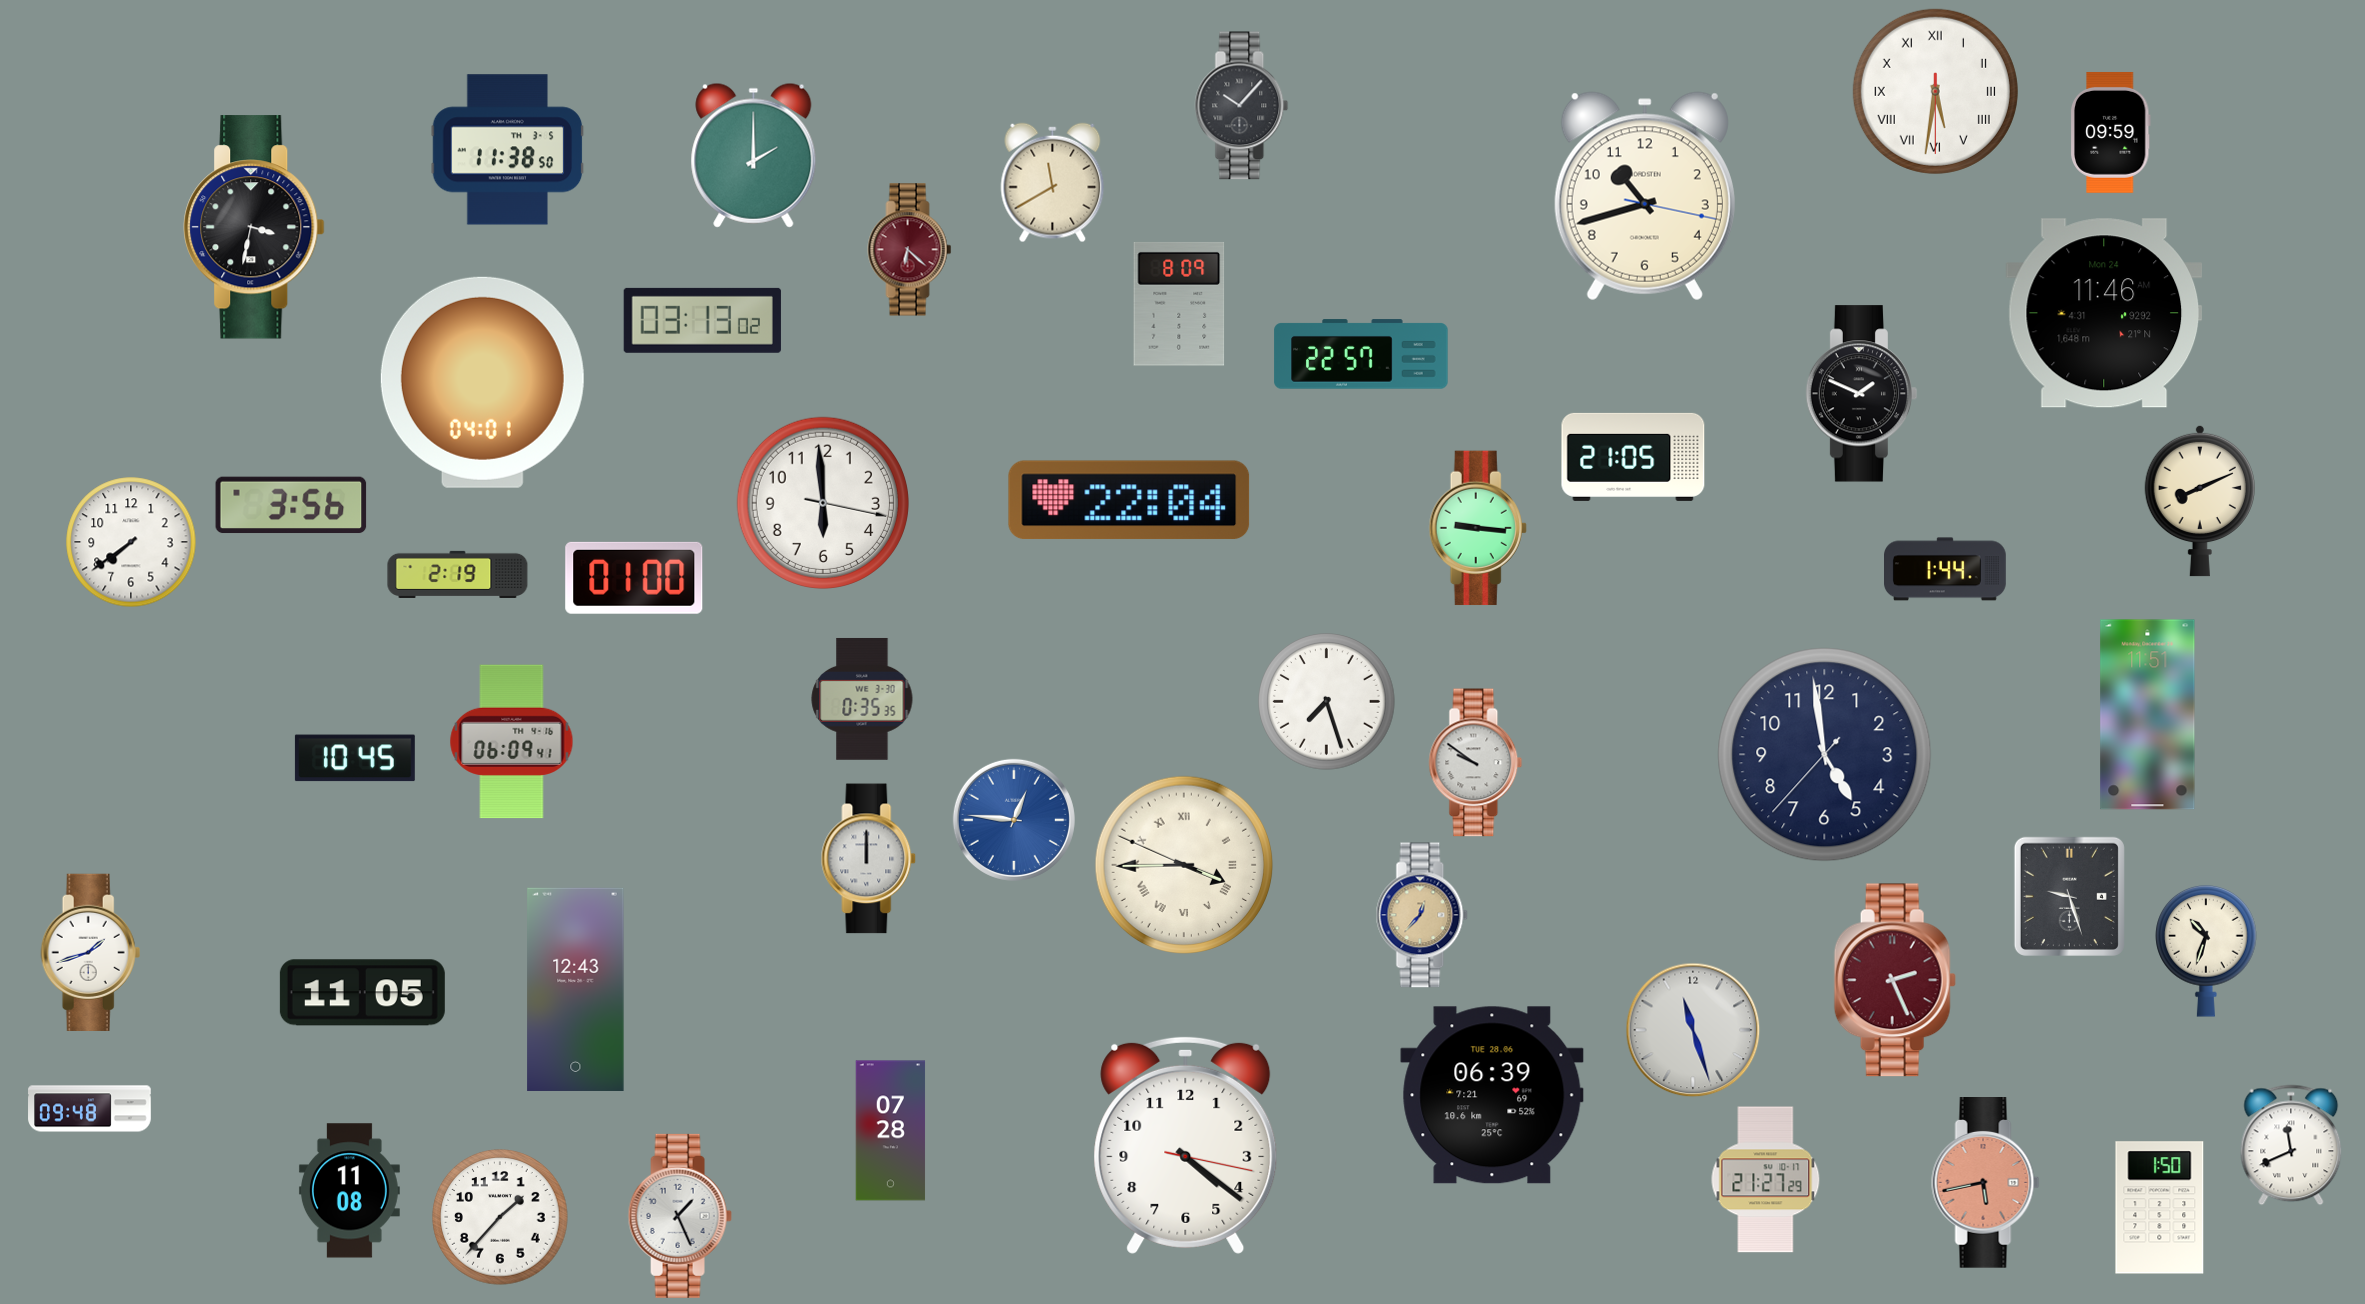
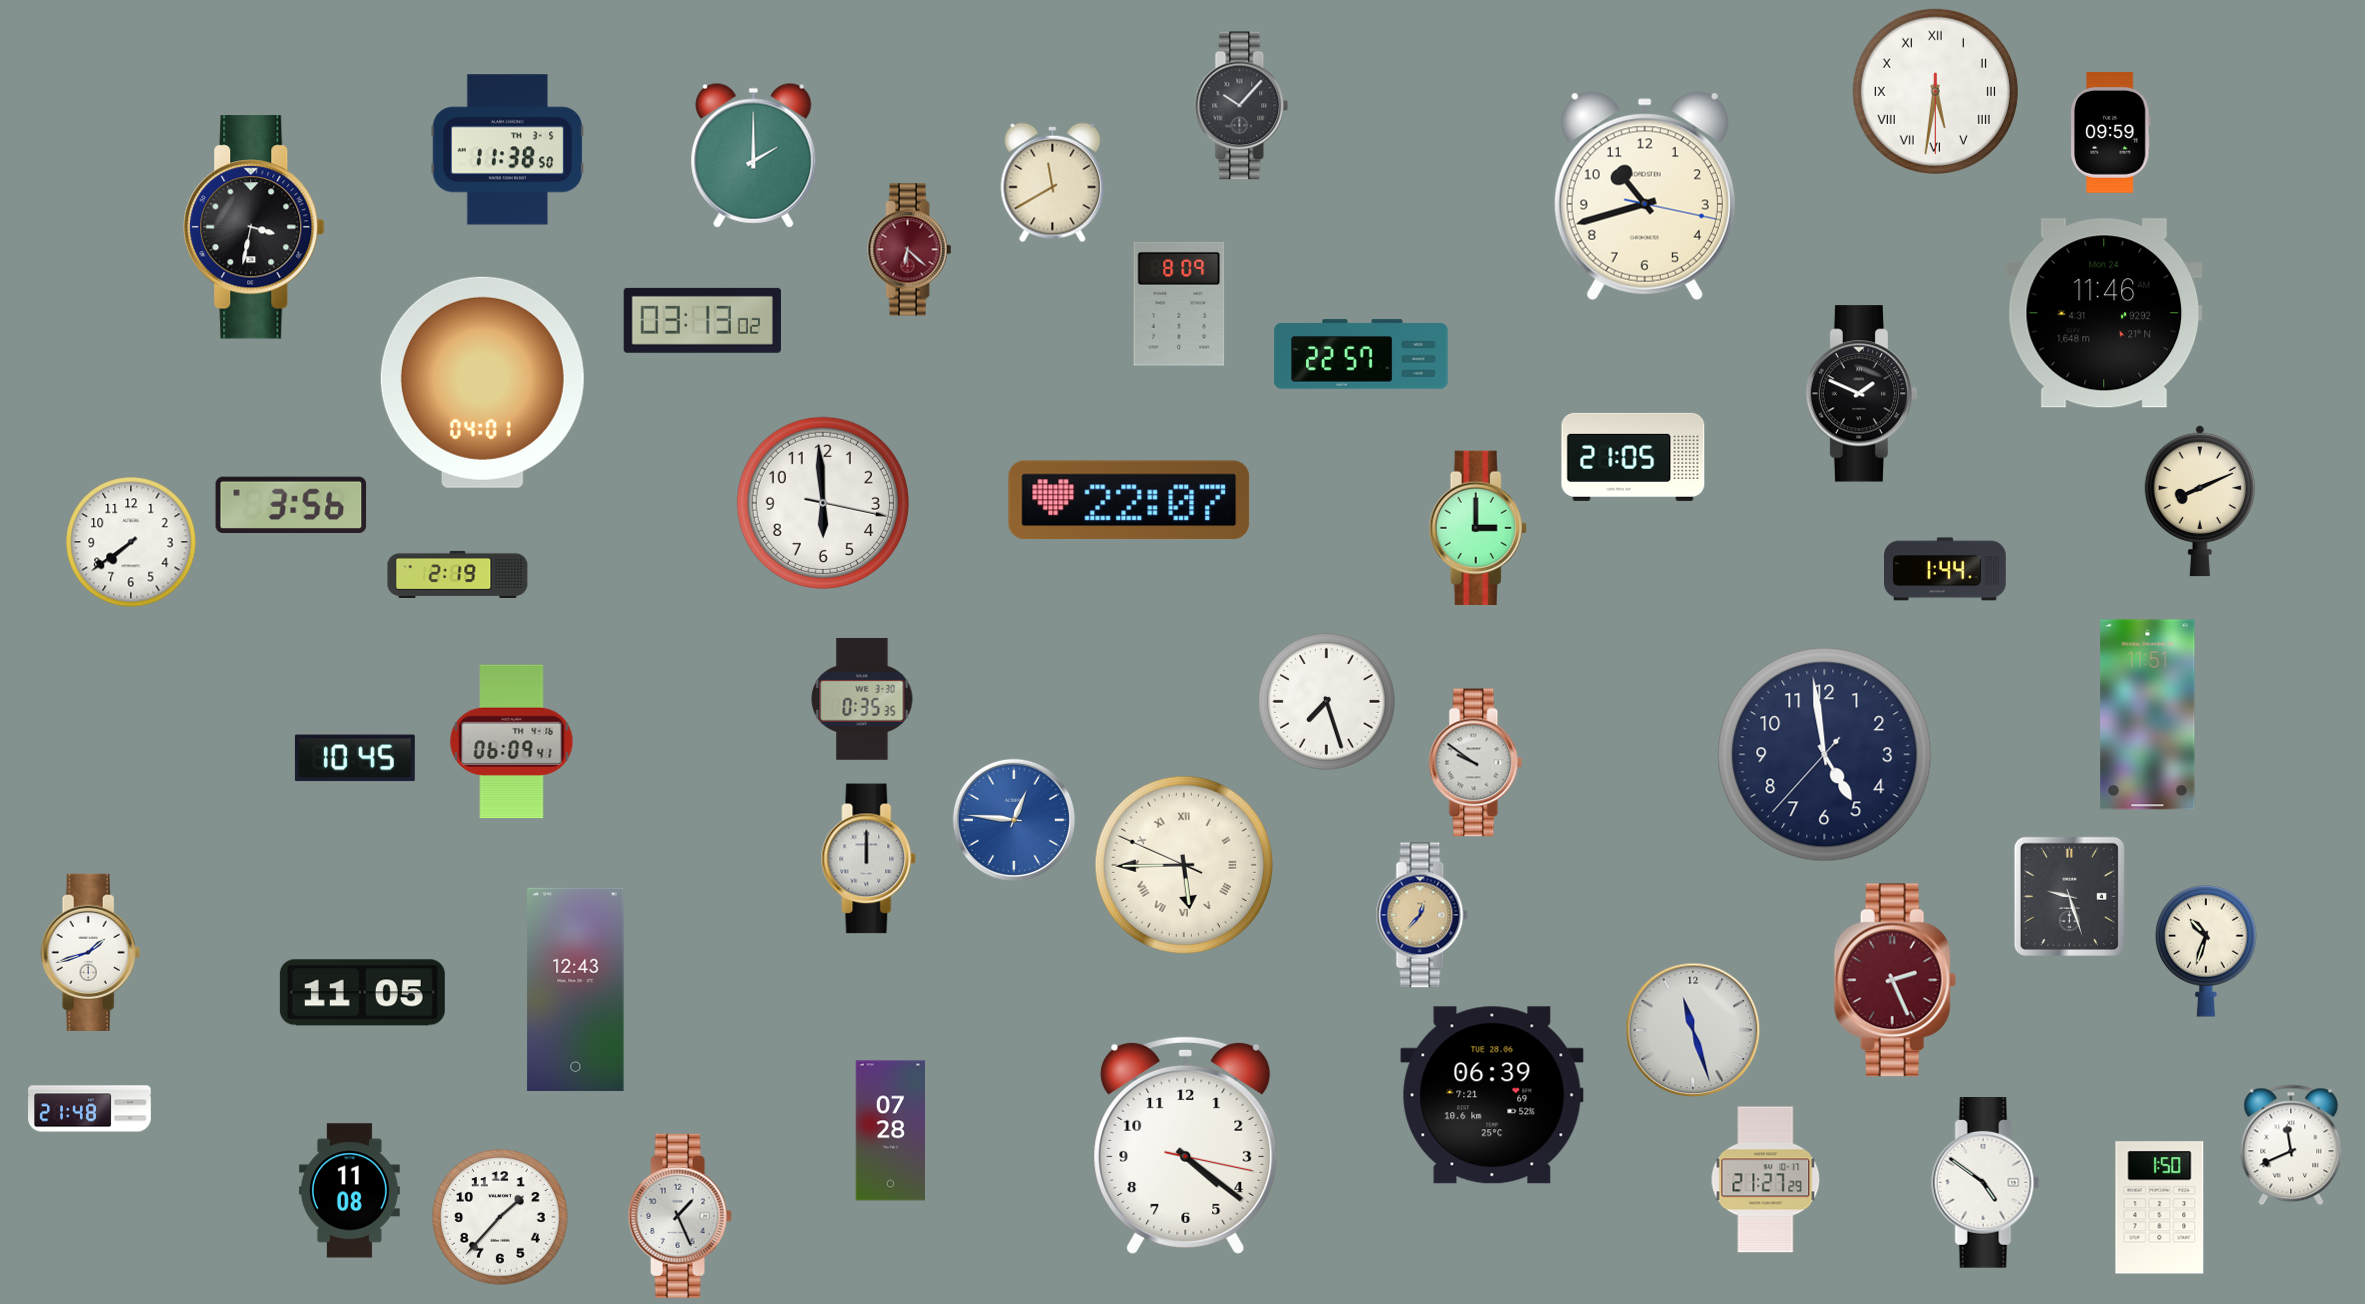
clock at (1129, 500): 22:04 -> 22:07
clock at (1478, 528): 9:16 -> 3:00
clock at (634, 578): 01:00 -> none
clock at (1184, 865): 3:44 -> 5:44
clock at (90, 1109): 09:48 -> 21:48
clock at (1986, 1183): 5:43 -> 4:51
clock at (1986, 1183) dial: salmon -> white
